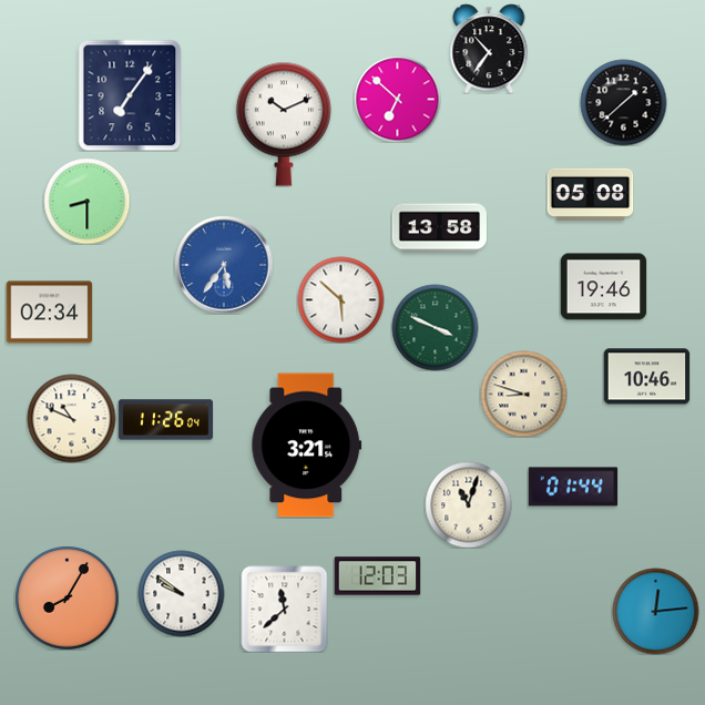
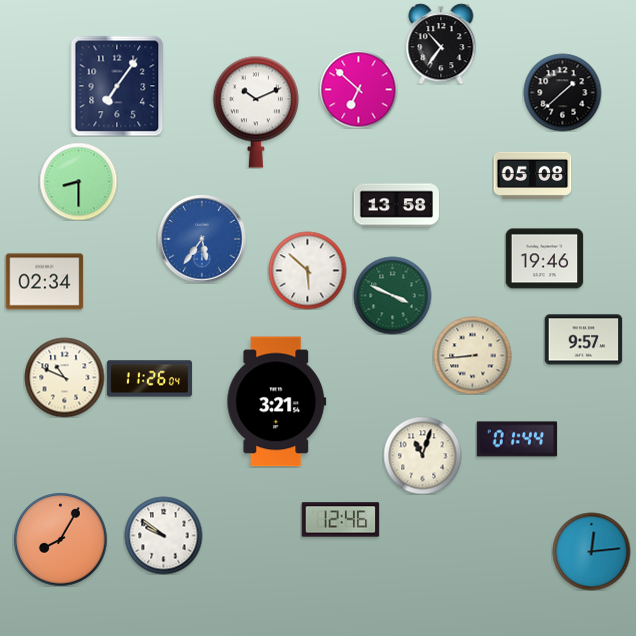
clock at (646, 377): 10:46 -> 9:57
clock at (523, 394): 8:48 -> 8:44
clock at (377, 576): 12:03 -> 12:46
clock at (284, 609): 11:38 -> none
